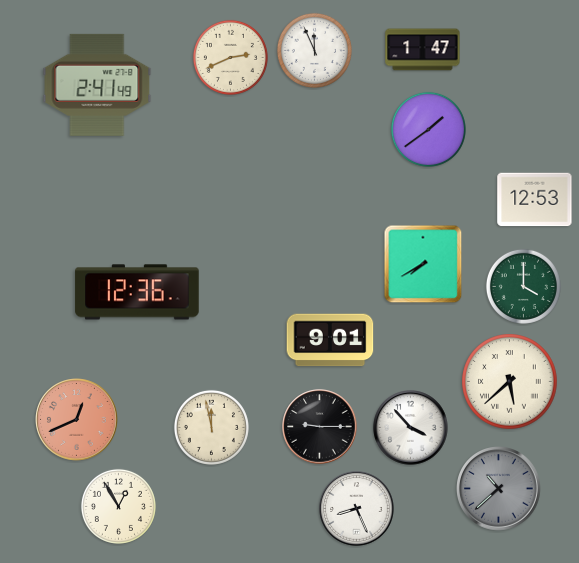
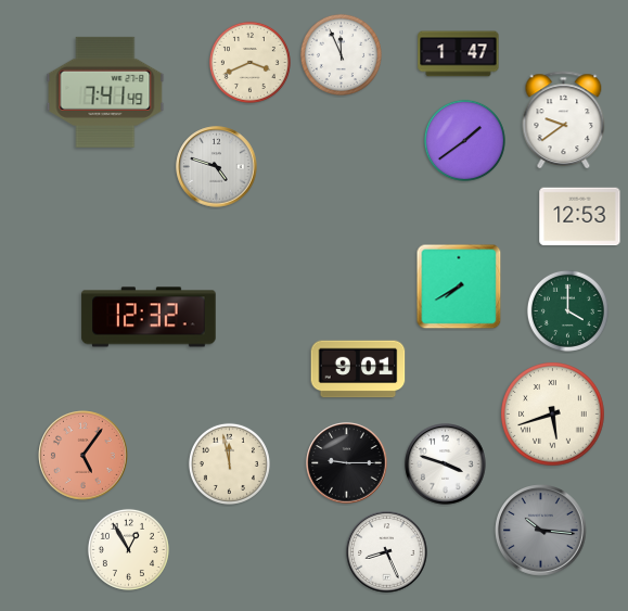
clock at (230, 57): 2:41 -> 3:41
clock at (97, 85): 2:41 -> 7:41
clock at (564, 120): none -> 9:39
clock at (217, 167): none -> 4:48
clock at (137, 292): 12:36 -> 12:32
clock at (510, 382): 5:38 -> 5:42
clock at (77, 420): 12:41 -> 5:06
clock at (411, 428): 3:53 -> 3:48
clock at (499, 489): 10:38 -> 10:16
